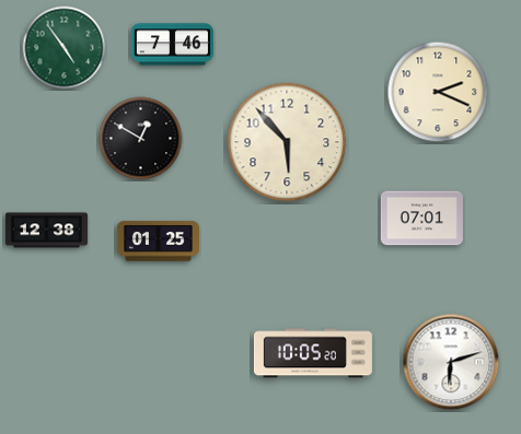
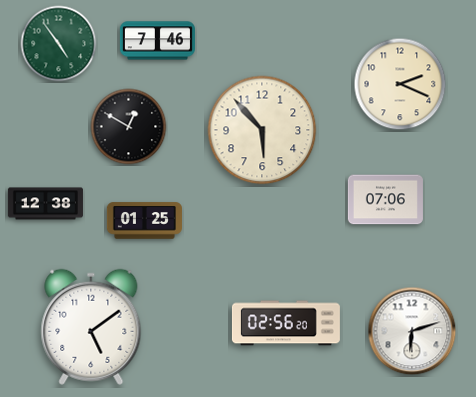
clock at (421, 219): 07:01 -> 07:06
clock at (46, 231) position: (46, 231) -> (45, 204)
clock at (313, 353): 10:05 -> 02:56
clock at (91, 327): none -> 5:09
